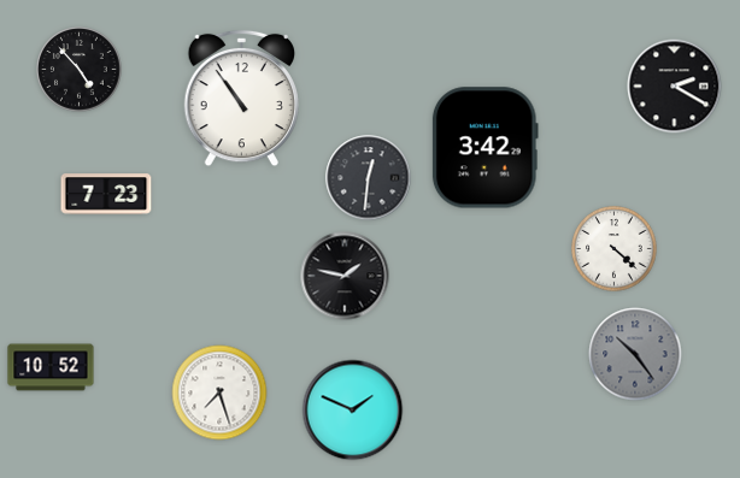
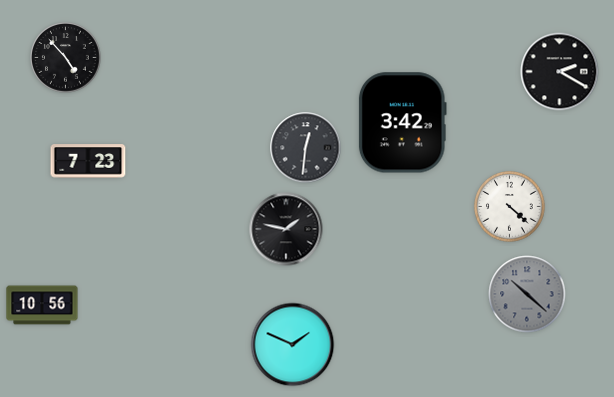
clock at (241, 99): 10:54 -> none
clock at (635, 354): 10:24 -> 10:22
clock at (51, 367): 10:52 -> 10:56
clock at (219, 393): 7:27 -> none
clock at (353, 411) position: (353, 411) -> (293, 345)
